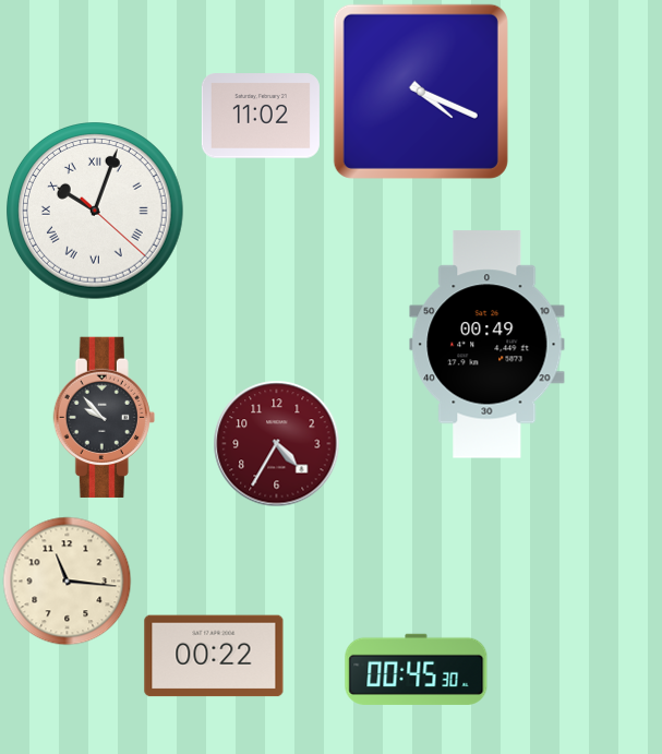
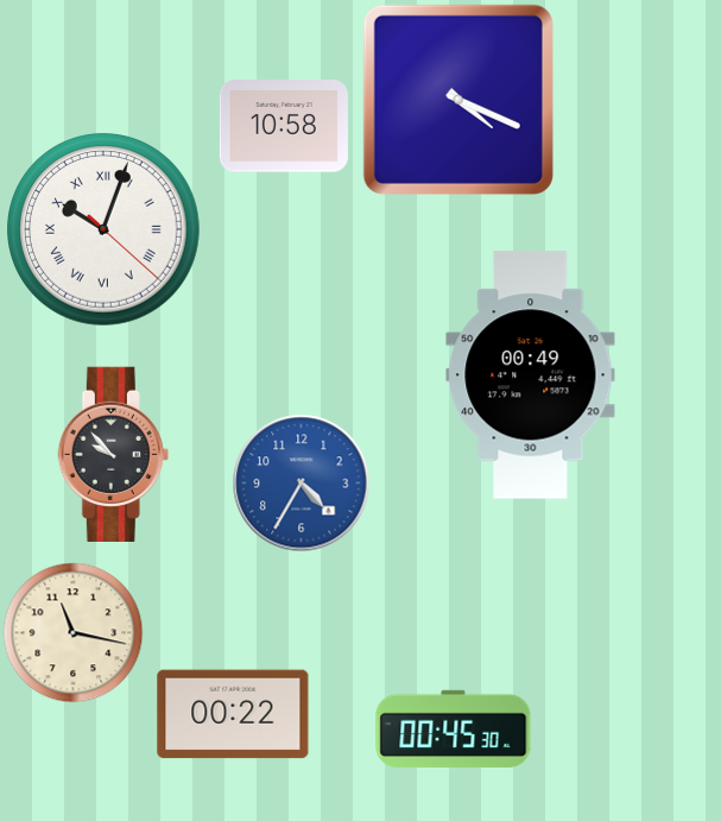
clock at (261, 116): 11:02 -> 10:58
clock at (277, 444) dial: burgundy -> blue
clock at (68, 582): 11:16 -> 11:17
